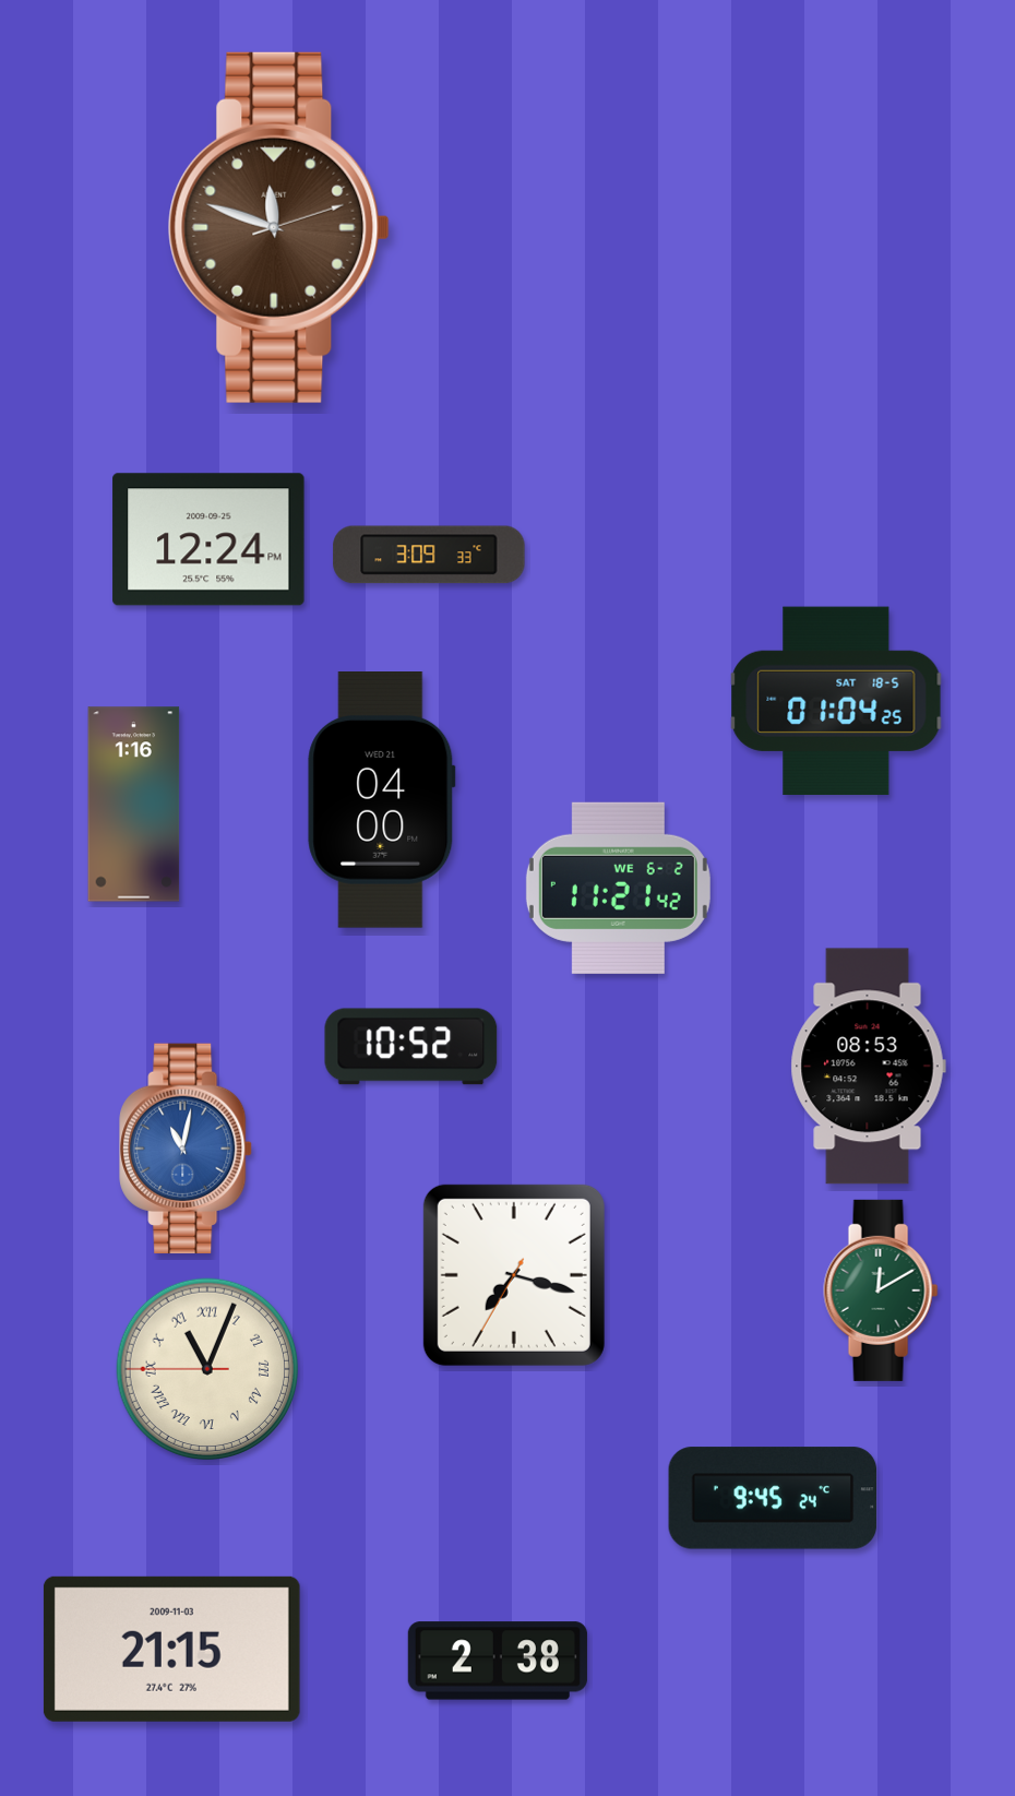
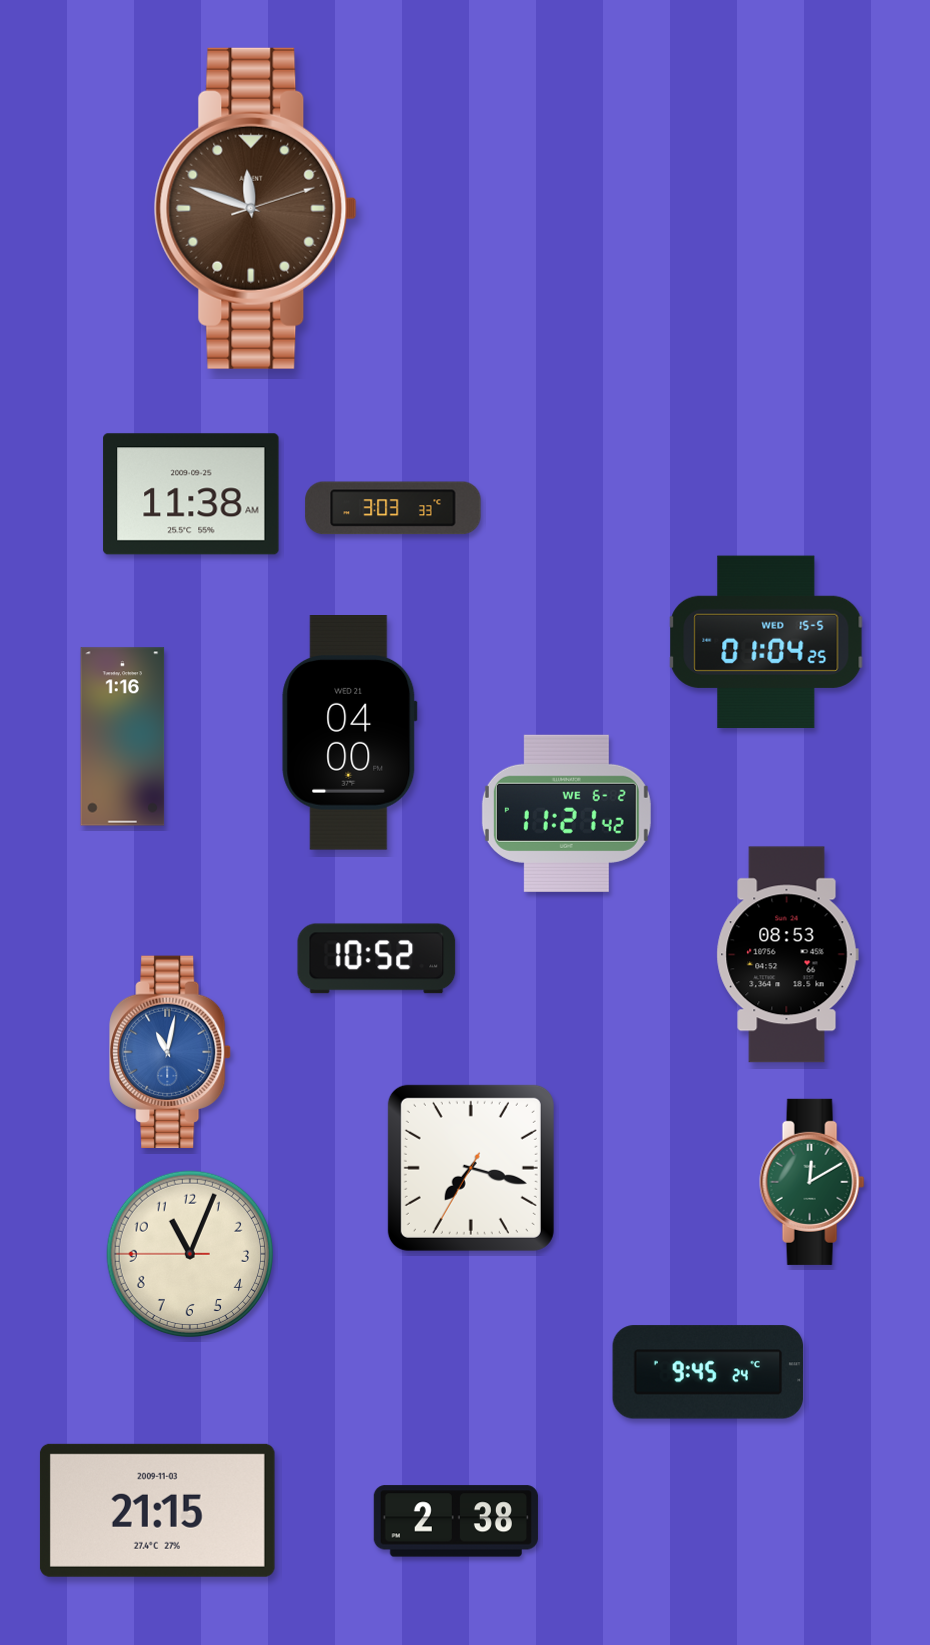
clock at (208, 539): 12:24 -> 11:38
clock at (429, 555): 3:09 -> 3:03
clock at (836, 701) date: SAT 18-5 -> WED 15-5
clock at (868, 1067) position: (868, 1067) -> (787, 955)
clock at (881, 1290) position: (881, 1290) -> (812, 1182)
clock at (207, 1369) numerals: Roman -> Arabic
